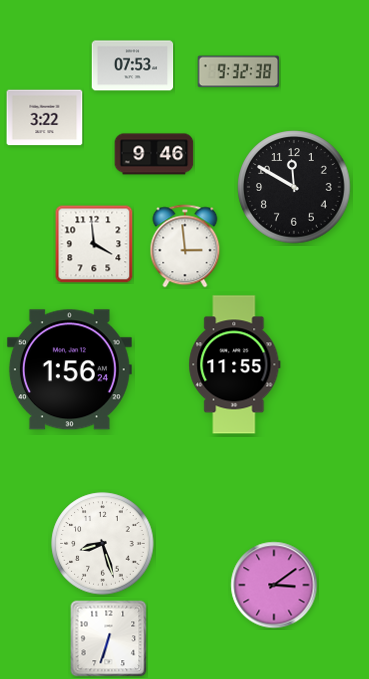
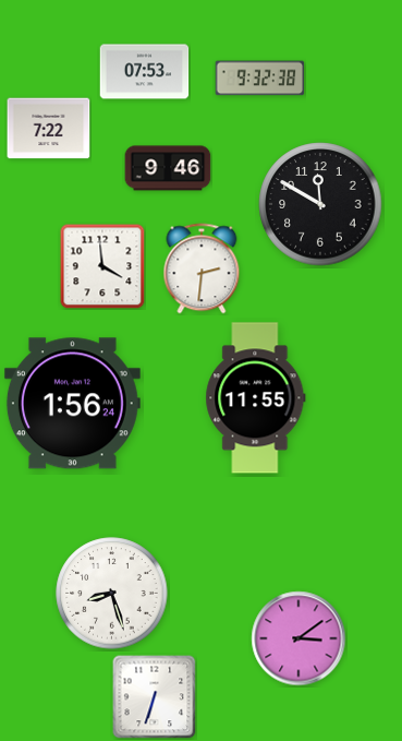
clock at (45, 118): 3:22 -> 7:22
clock at (185, 246): 2:59 -> 2:31
clock at (69, 370) position: (69, 370) -> (72, 404)
clock at (109, 639) position: (109, 639) -> (155, 697)
